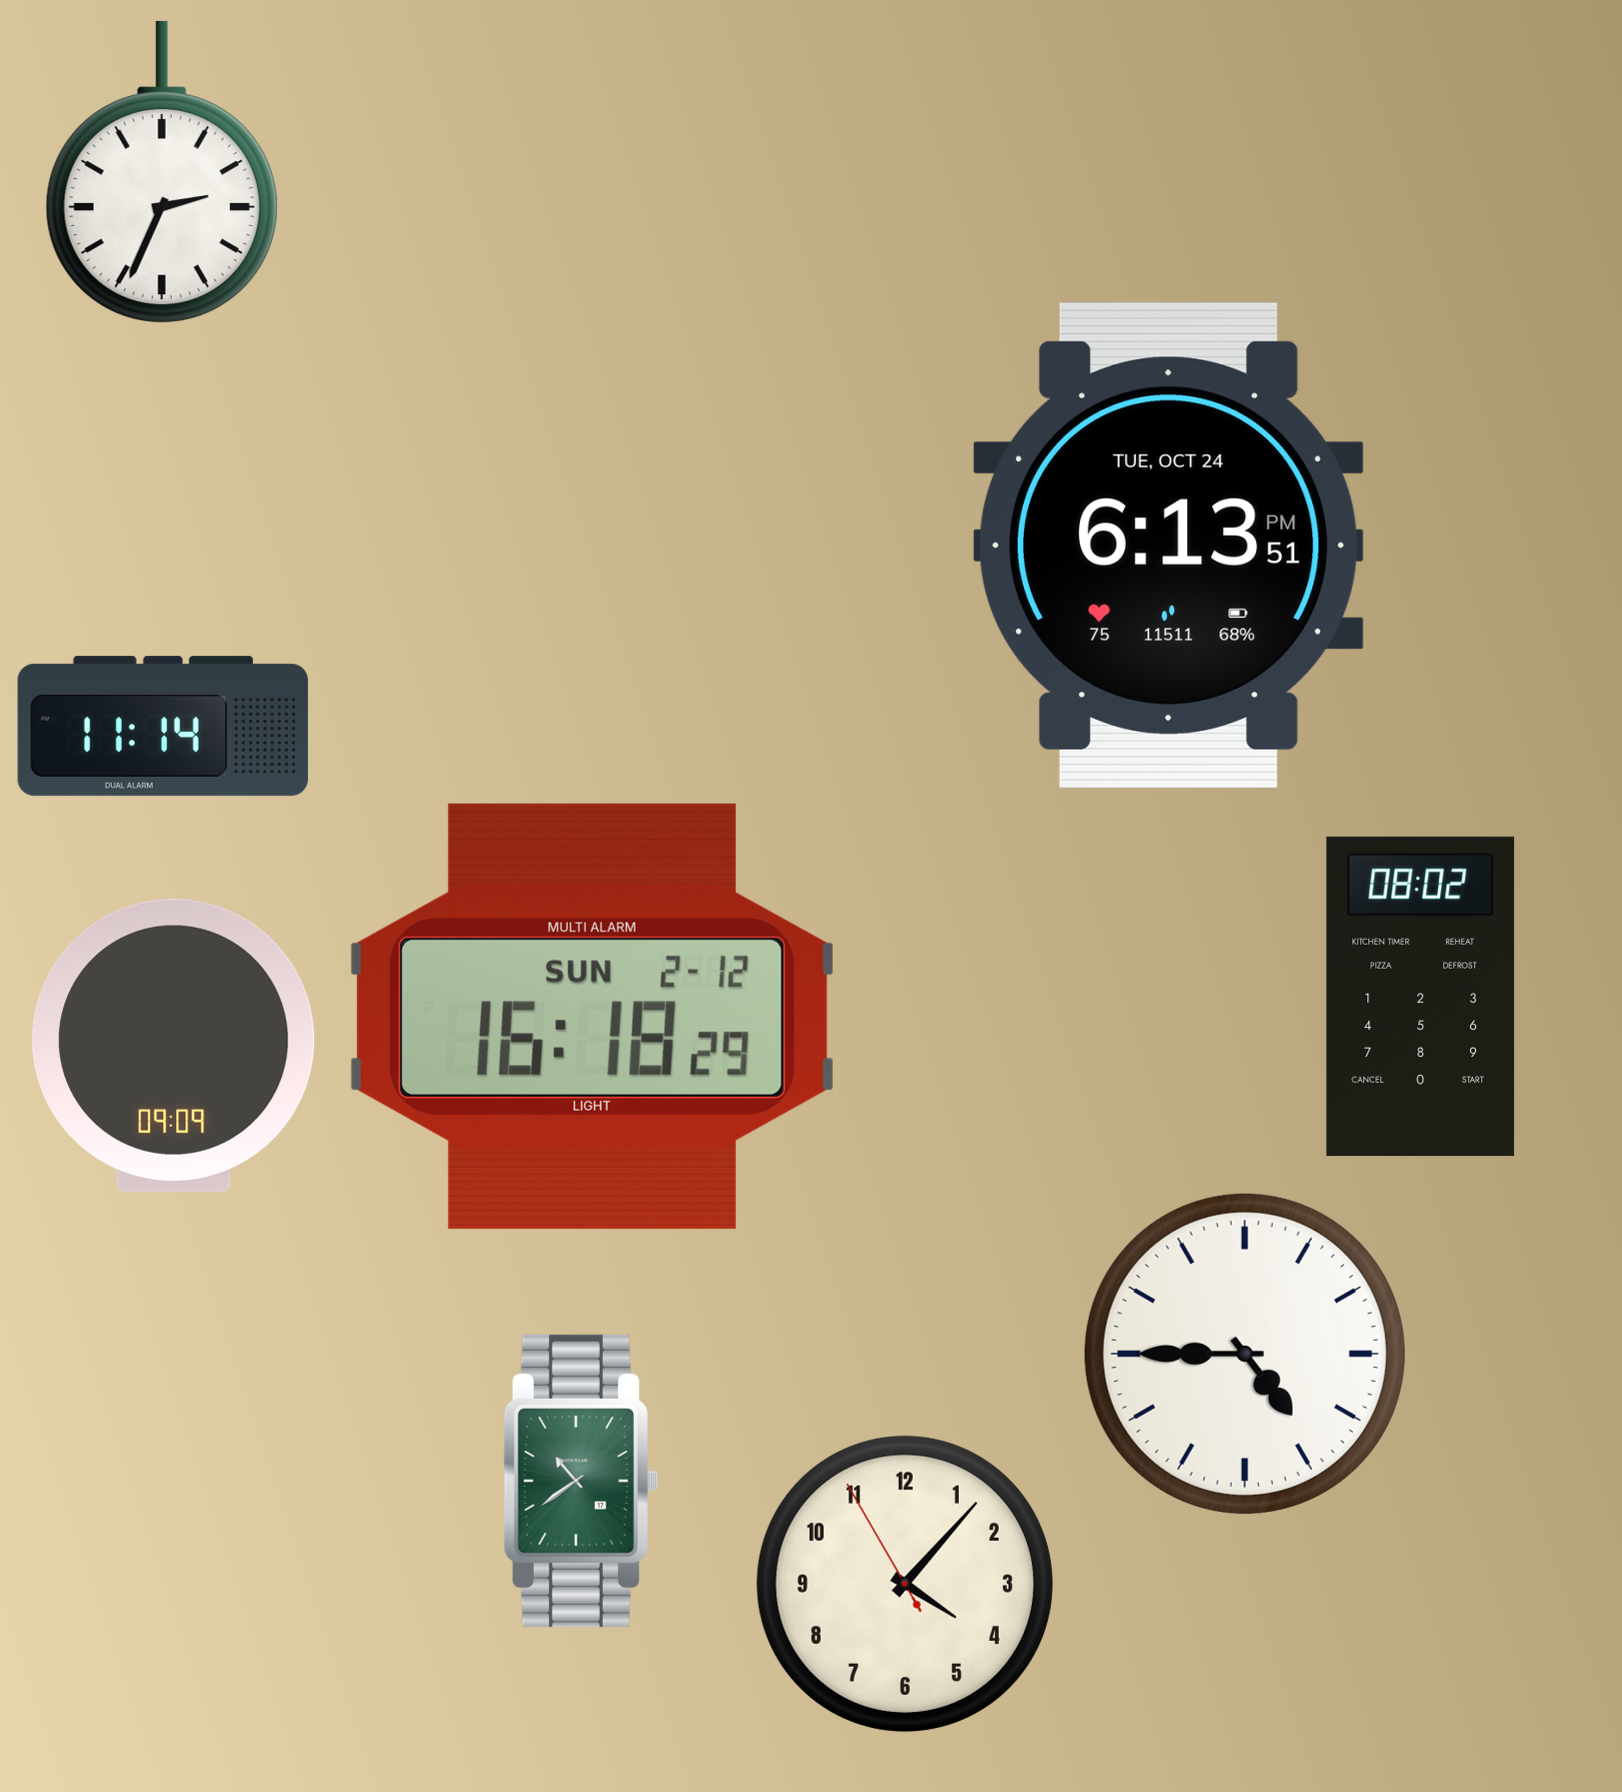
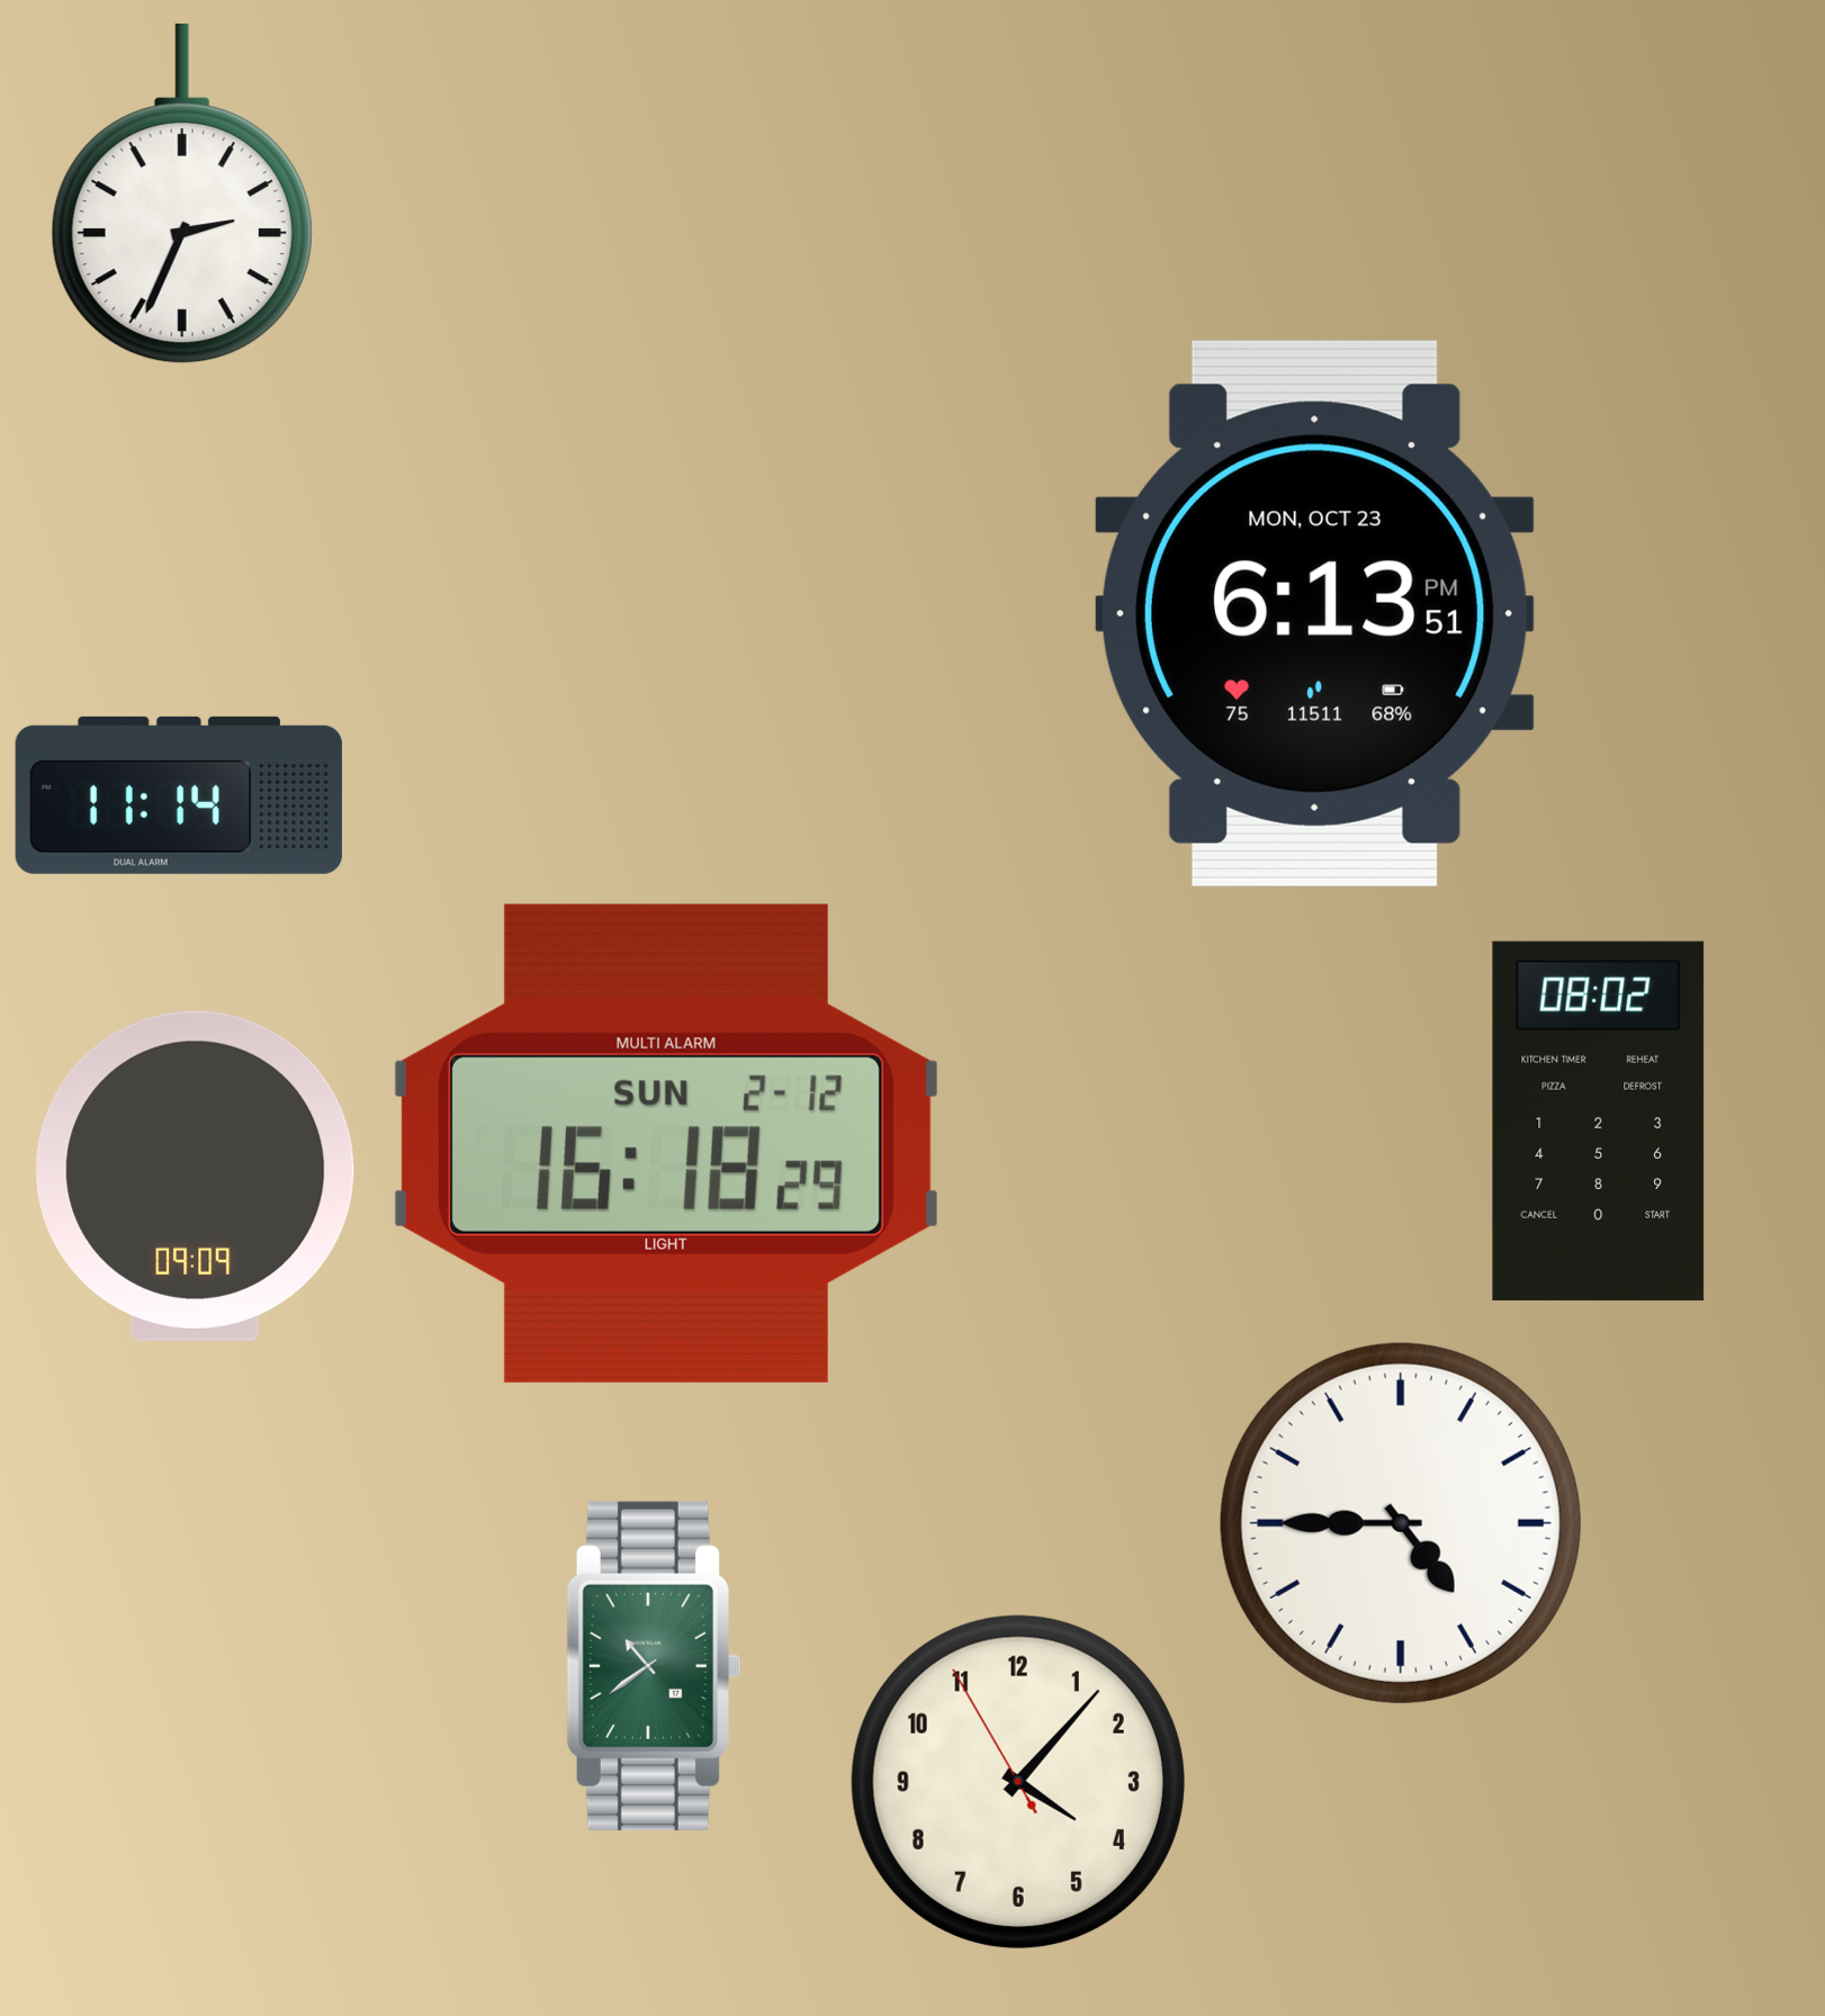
clock at (1168, 545) date: TUE, OCT 24 -> MON, OCT 23
clock at (163, 726) position: (163, 726) -> (179, 795)
